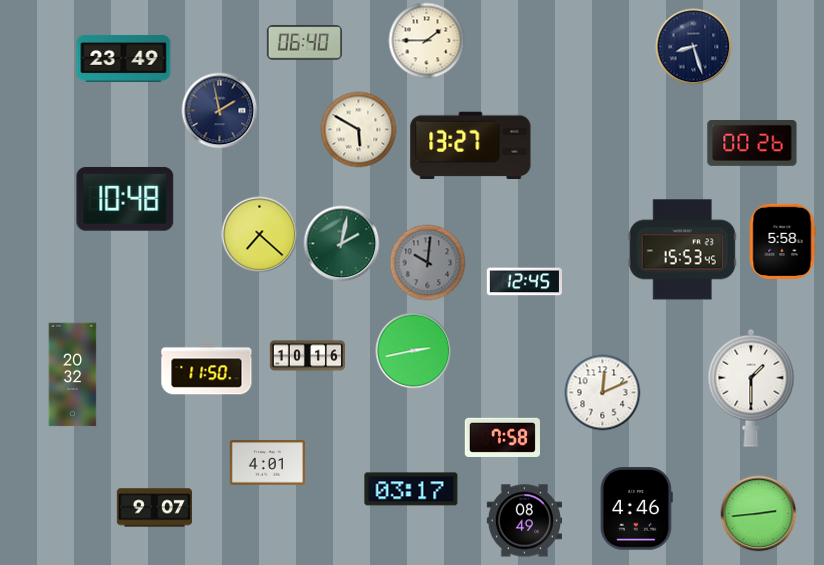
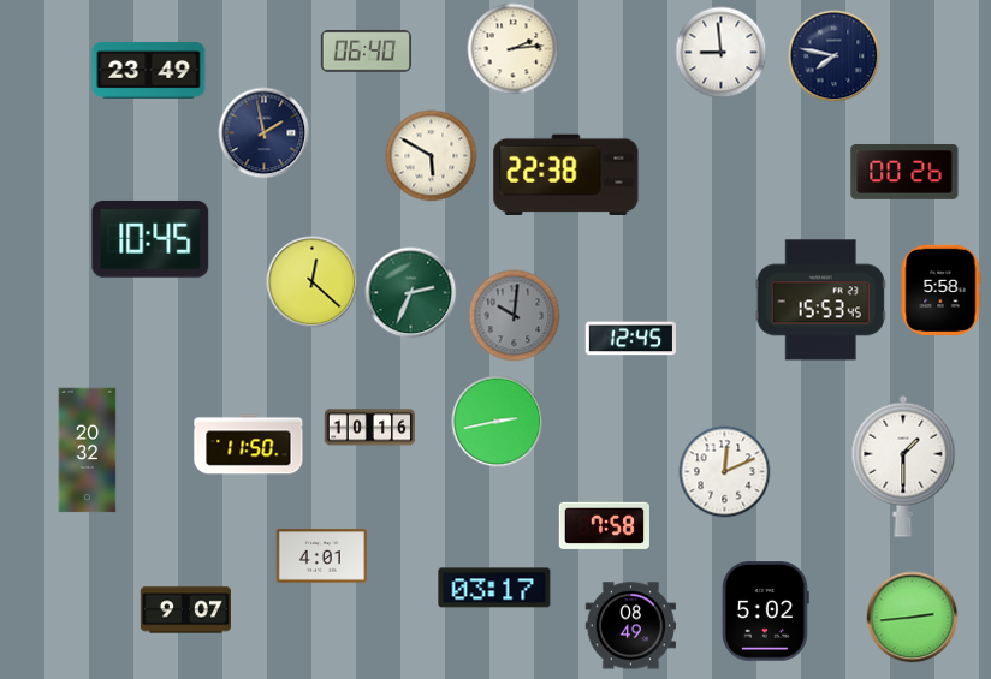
clock at (427, 41): 1:45 -> 2:14
clock at (722, 53): none -> 8:59
clock at (694, 47): 8:27 -> 7:47
clock at (471, 145): 13:27 -> 22:38
clock at (125, 199): 10:48 -> 10:45
clock at (260, 235): 7:22 -> 12:22
clock at (342, 244): 2:02 -> 2:34
clock at (636, 509): 4:46 -> 5:02
